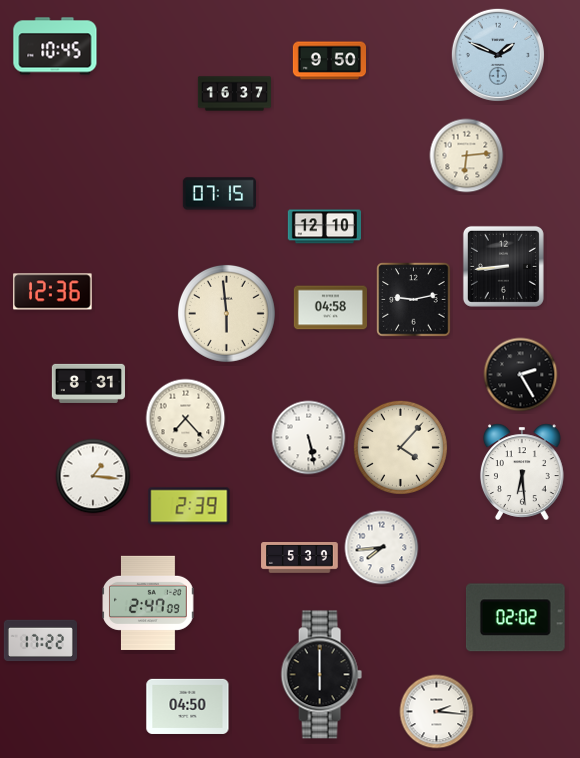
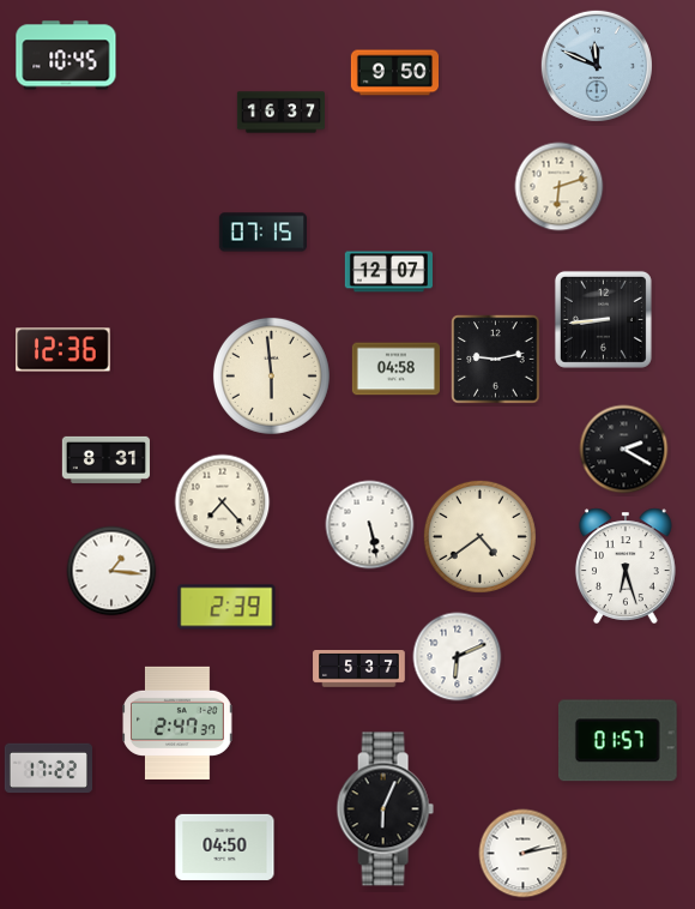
clock at (498, 55): 1:49 -> 11:49
clock at (467, 156): 6:14 -> 6:12
clock at (324, 227): 12:10 -> 12:07
clock at (521, 375): 2:25 -> 2:20
clock at (400, 447): 4:07 -> 4:39
clock at (522, 472): 6:29 -> 6:27
clock at (382, 548): 7:44 -> 6:11
clock at (300, 558): 5:39 -> 5:37
clock at (148, 603): 2:47:09 -> 2:47:37
clock at (515, 618): 02:02 -> 01:57
clock at (321, 675): 6:00 -> 6:04
clock at (437, 712): 2:16 -> 2:13
